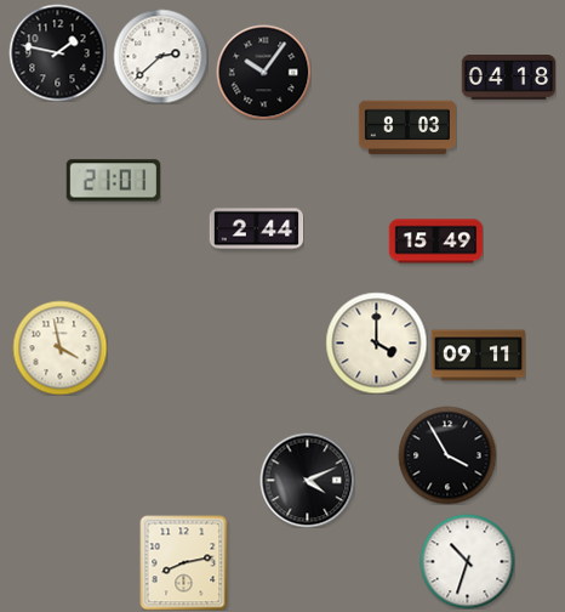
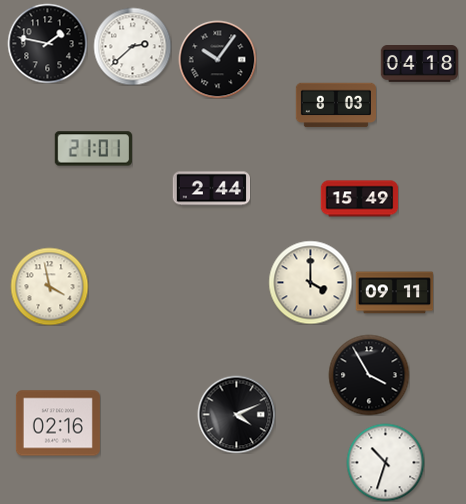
clock at (307, 480) position: (307, 480) -> (236, 414)
clock at (58, 423): none -> 02:16
clock at (184, 562): 8:13 -> none
